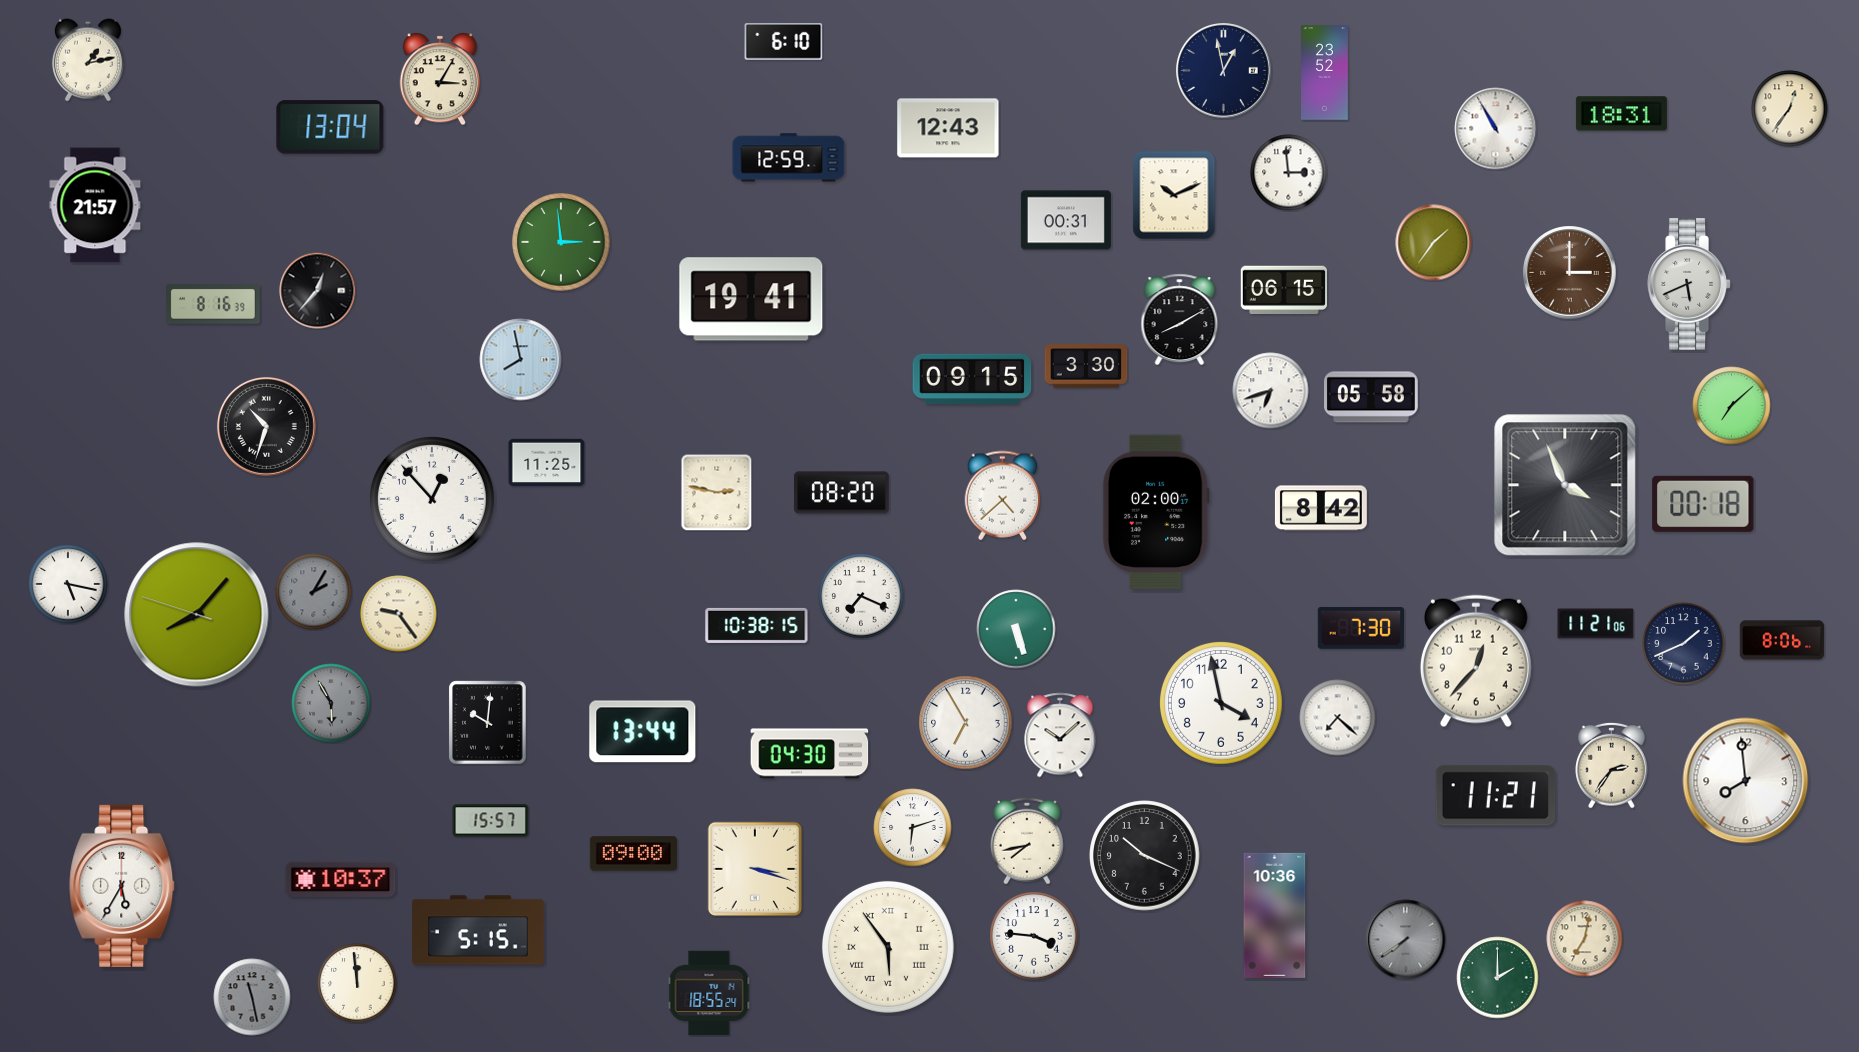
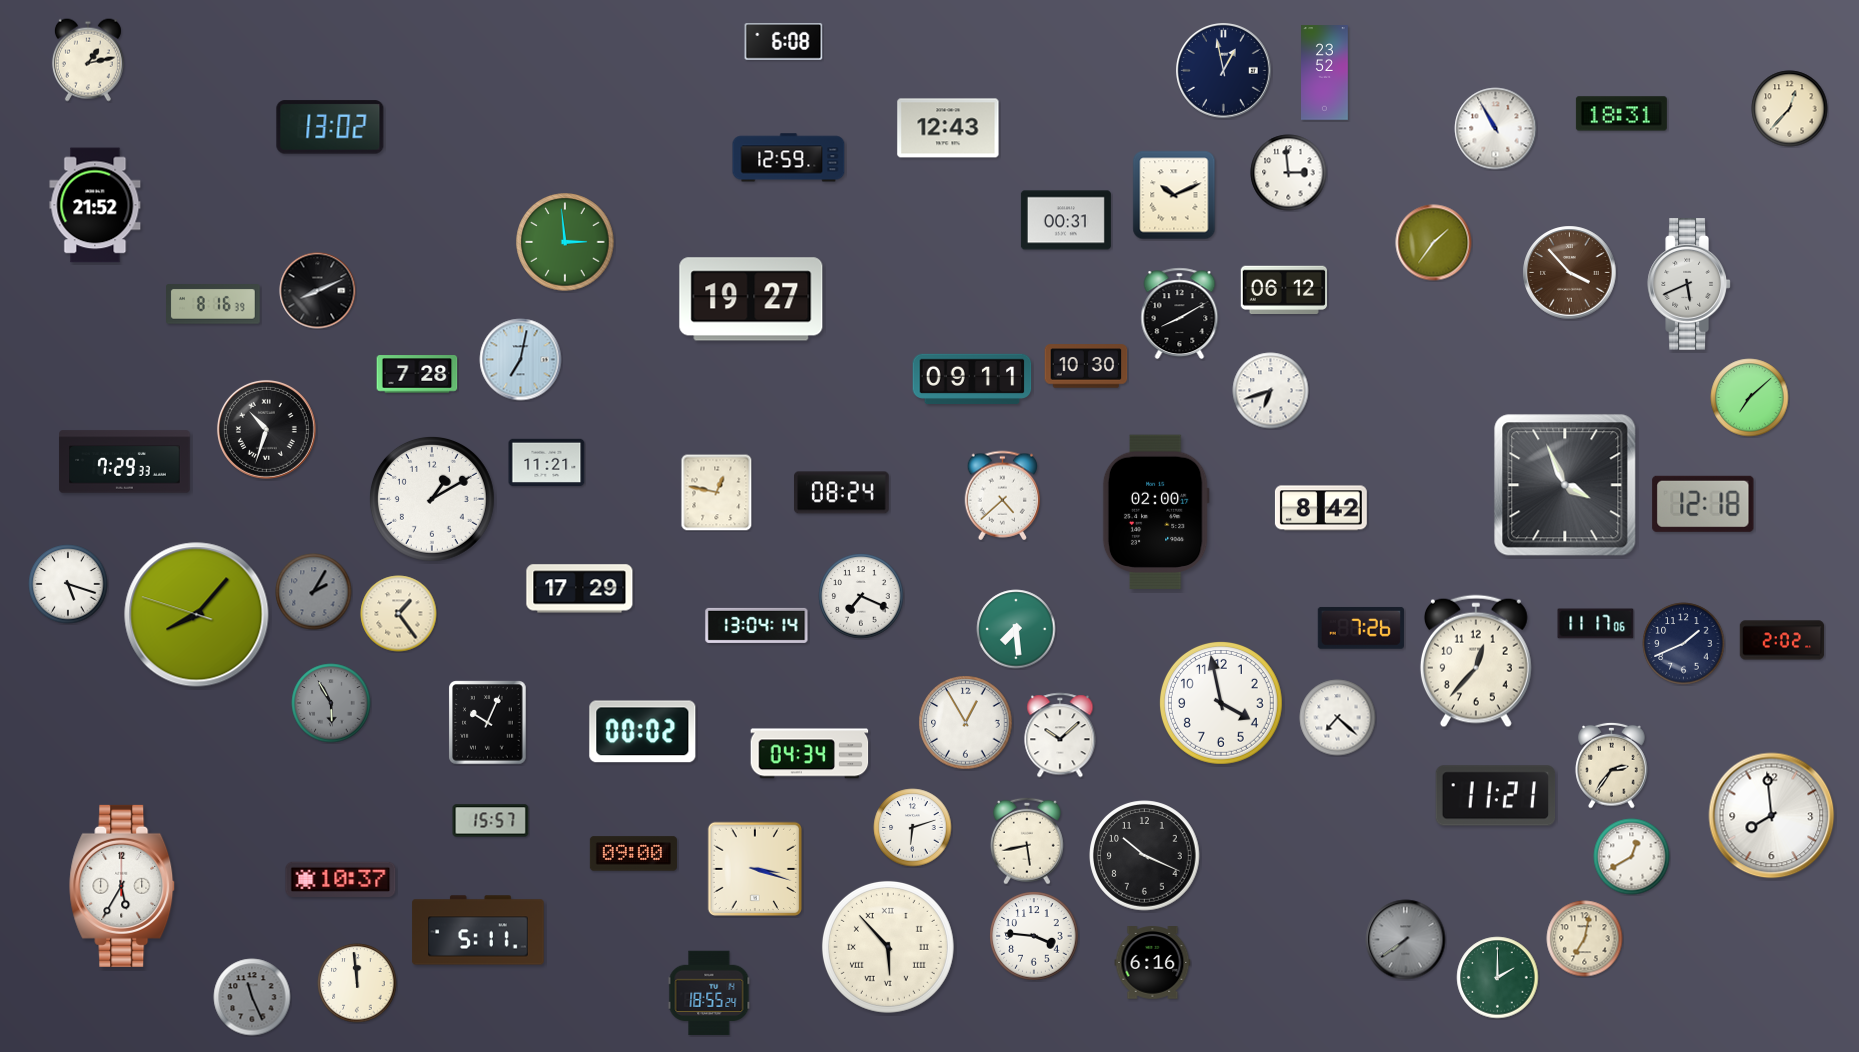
clock at (784, 42): 6:10 -> 6:08
clock at (439, 79): 3:05 -> none
clock at (1790, 109): 12:36 -> 12:37
clock at (330, 127): 13:04 -> 13:02
clock at (95, 205): 21:57 -> 21:52
clock at (561, 242) position: (561, 242) -> (565, 242)
clock at (1570, 273): 3:00 -> 3:53
clock at (1284, 289): 06:15 -> 06:12
clock at (318, 291): 12:37 -> 8:11
clock at (751, 299): 19:41 -> 19:27
clock at (1180, 320) position: (1180, 320) -> (1180, 314)
clock at (521, 360): 7:58 -> 7:02
clock at (1086, 366): 3:30 -> 10:30
clock at (417, 374): none -> 7:28
clock at (972, 378): 09:15 -> 09:11
clock at (1372, 397): 05:58 -> none
clock at (1732, 406) position: (1732, 406) -> (1750, 398)
clock at (266, 426) position: (266, 426) -> (266, 429)
clock at (125, 462): none -> 7:29
clock at (547, 463): 11:25 -> 11:21
clock at (717, 492): 2:47 -> 12:47
clock at (842, 493): 08:20 -> 08:24
clock at (432, 499): 12:53 -> 1:10
clock at (1703, 504): 00:18 -> 12:18
clock at (68, 584): 5:17 -> 5:18
clock at (580, 589): none -> 17:29
clock at (399, 614): 9:24 -> 1:24
clock at (1596, 624): 11:21 -> 11:17
clock at (757, 625): 10:38 -> 13:04
clock at (1361, 628): 7:30 -> 7:26
clock at (1016, 629): 5:27 -> 7:29
clock at (1782, 640): 8:06 -> 2:02
clock at (488, 723): 10:01 -> 10:04
clock at (966, 723): 6:55 -> 12:55
clock at (643, 732): 13:44 -> 00:02
clock at (810, 754): 04:30 -> 04:34
clock at (1746, 781) position: (1746, 781) -> (1772, 816)
clock at (1027, 841): 7:43 -> 5:43
clock at (1632, 857): none -> 12:40
clock at (1275, 915): 10:36 -> none
clock at (478, 930): 5:15 -> 5:11
clock at (888, 947): 5:54 -> 5:53
clock at (1153, 963): none -> 6:16
clock at (252, 997): 11:28 -> 11:26
